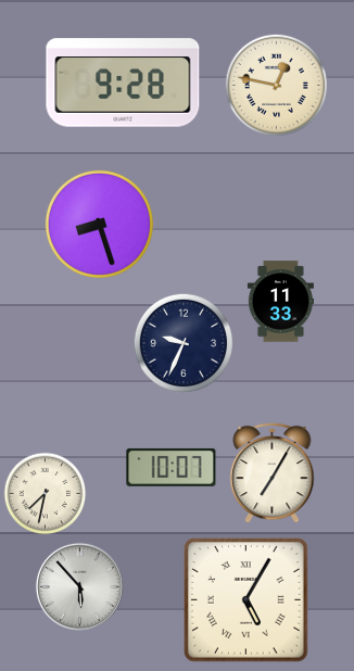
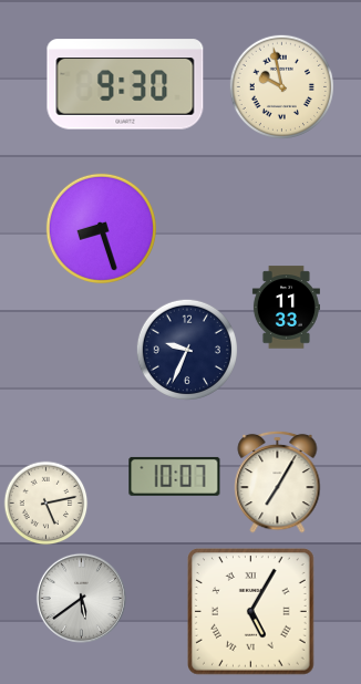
clock at (123, 83): 9:28 -> 9:30
clock at (276, 85): 12:47 -> 9:58
clock at (46, 494): 7:32 -> 5:13
clock at (79, 586): 5:53 -> 5:39
